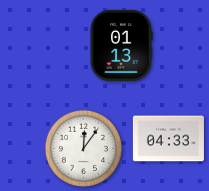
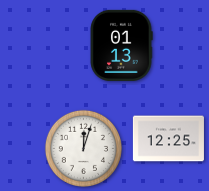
clock at (168, 139): 04:33 -> 12:25
clock at (83, 148): 12:06 -> 12:03
